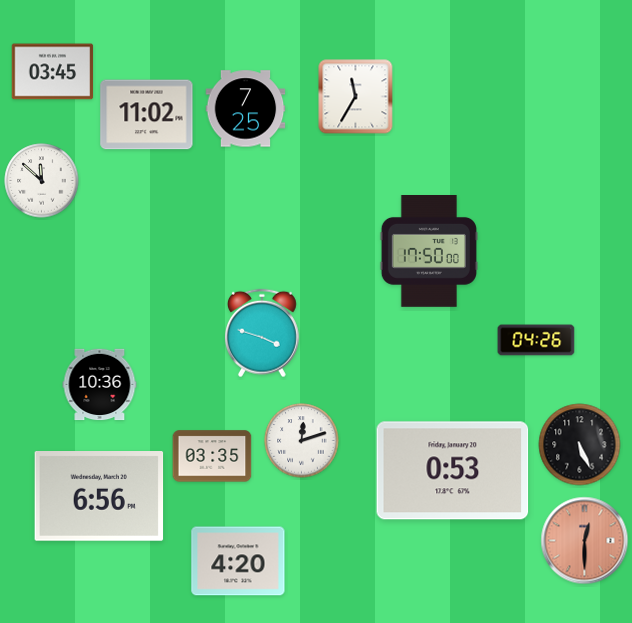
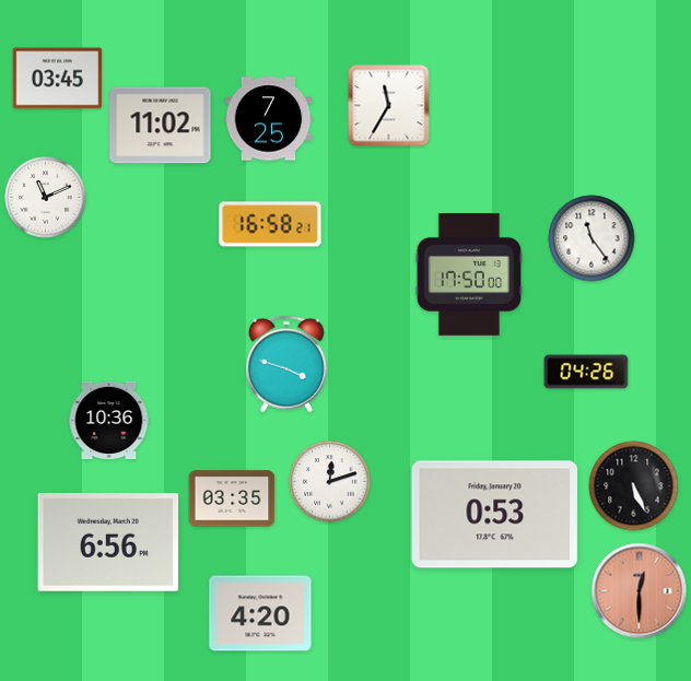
clock at (42, 181): 11:52 -> 11:11
clock at (270, 224): none -> 16:58
clock at (592, 238): none -> 11:24
